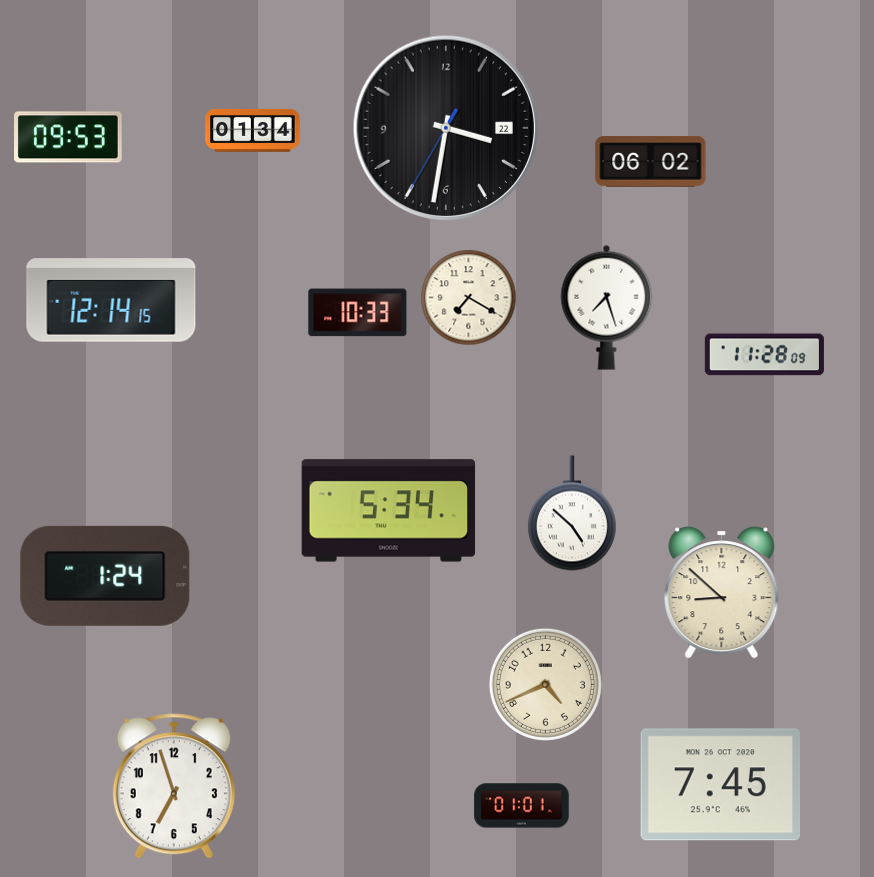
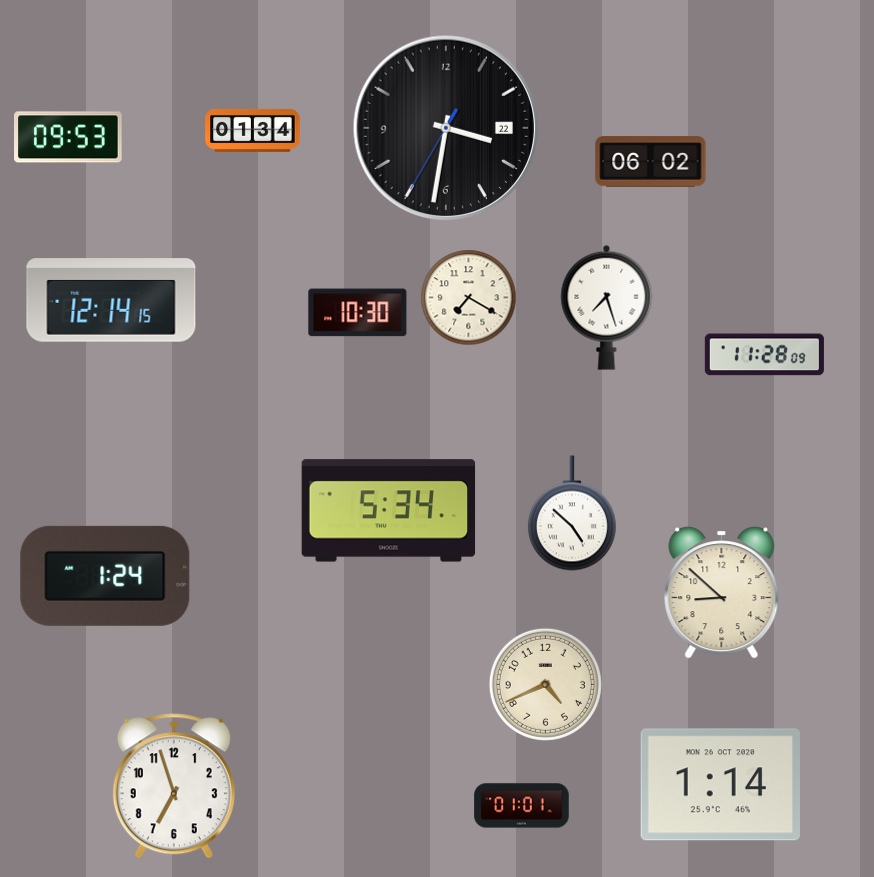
clock at (358, 313): 10:33 -> 10:30
clock at (720, 785): 7:45 -> 1:14
